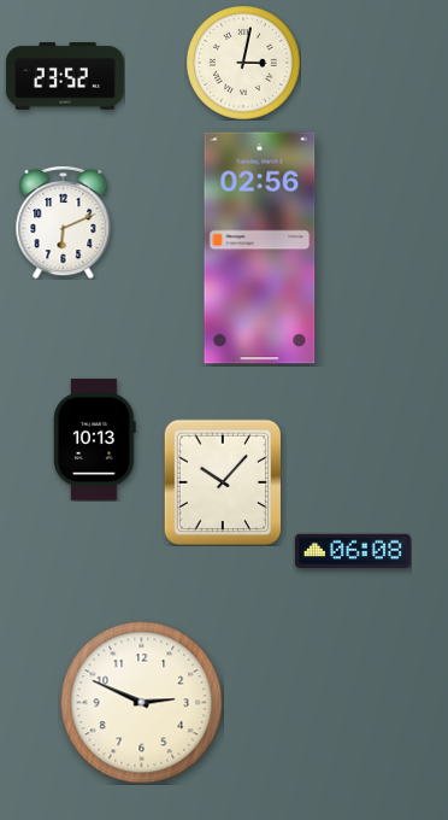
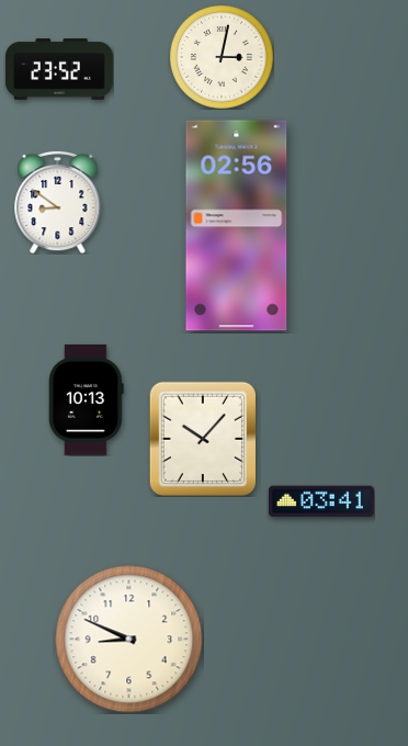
clock at (64, 222): 6:11 -> 8:51
clock at (353, 551): 06:08 -> 03:41
clock at (142, 703): 2:49 -> 8:49
